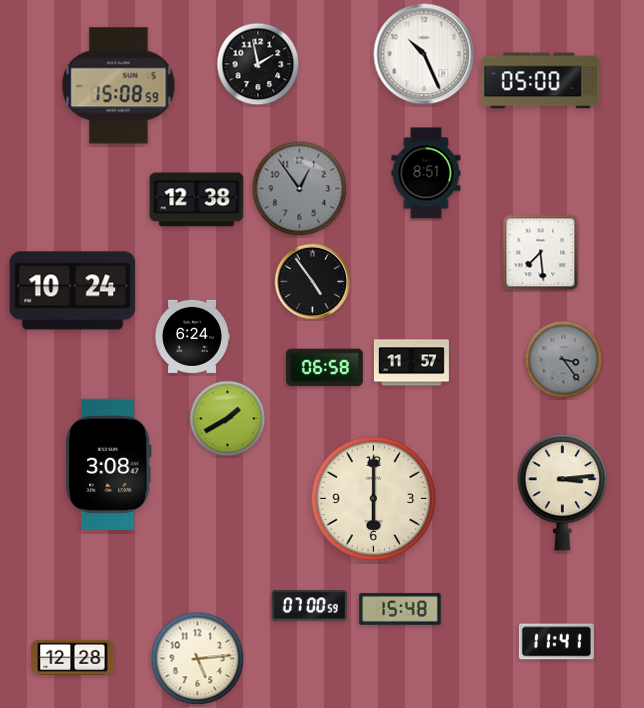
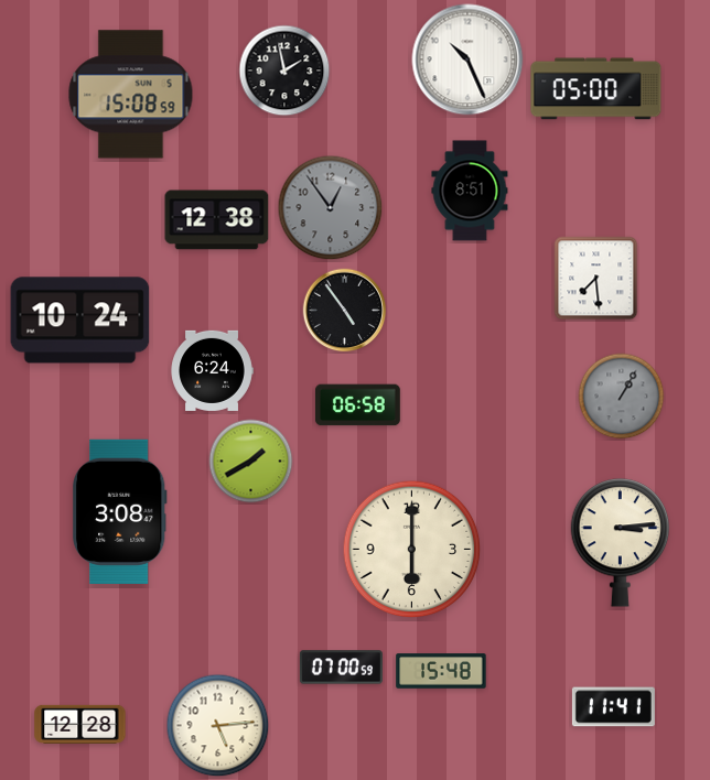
clock at (564, 360): 3:24 -> 1:05
clock at (411, 363): 11:57 -> none
